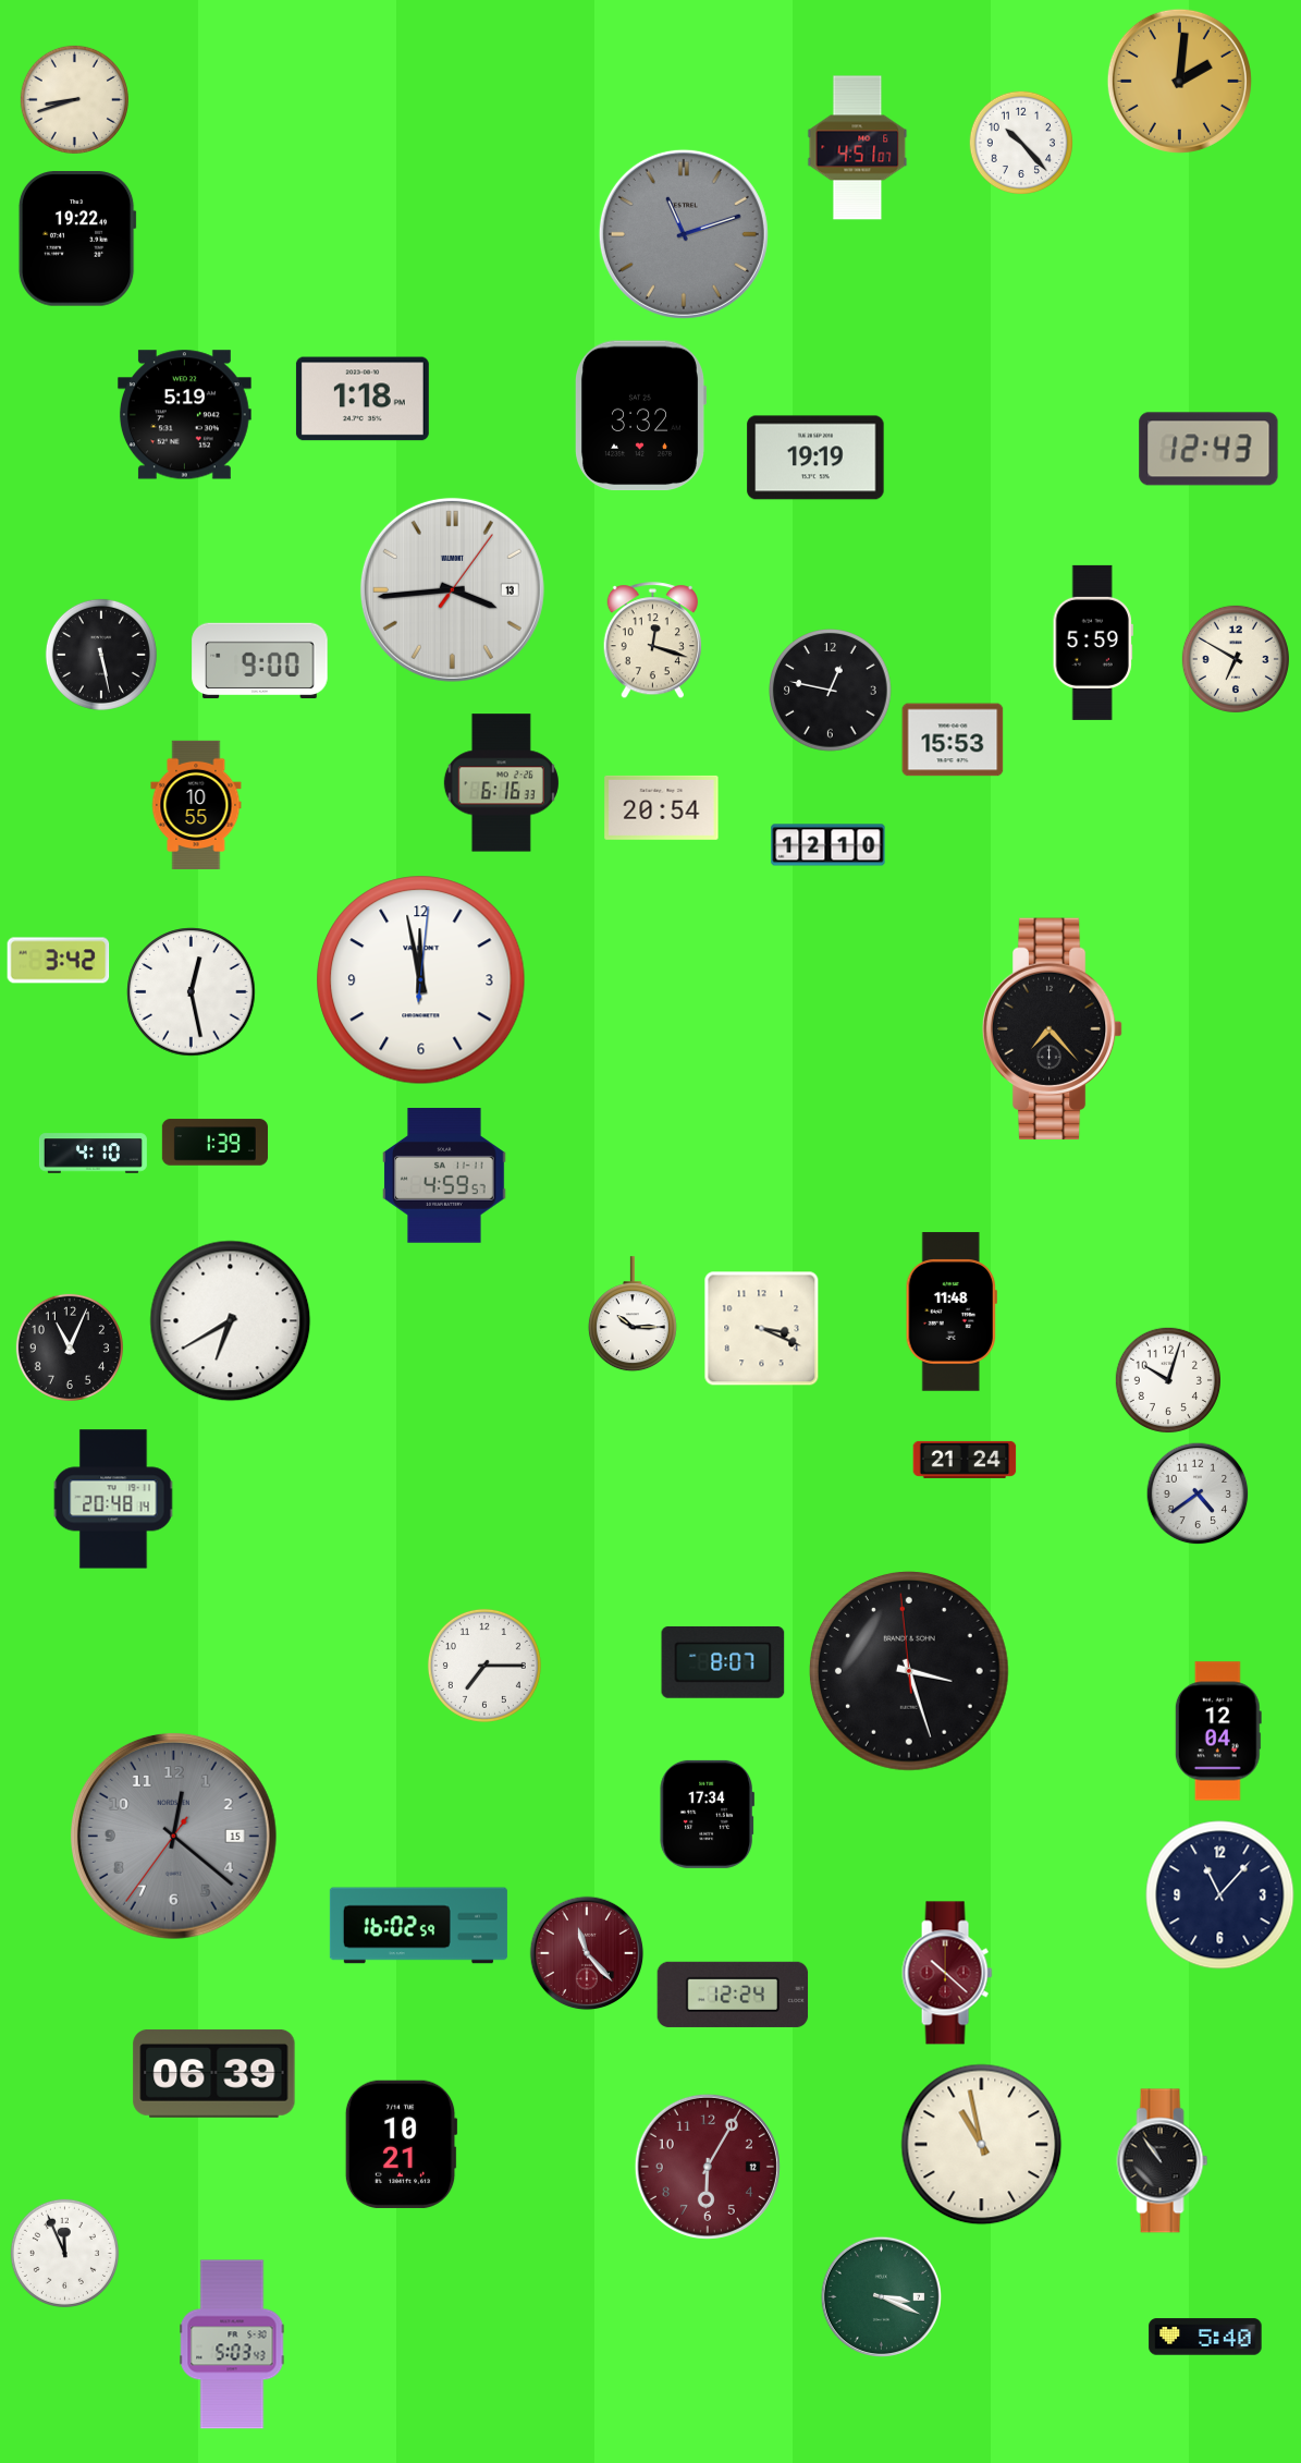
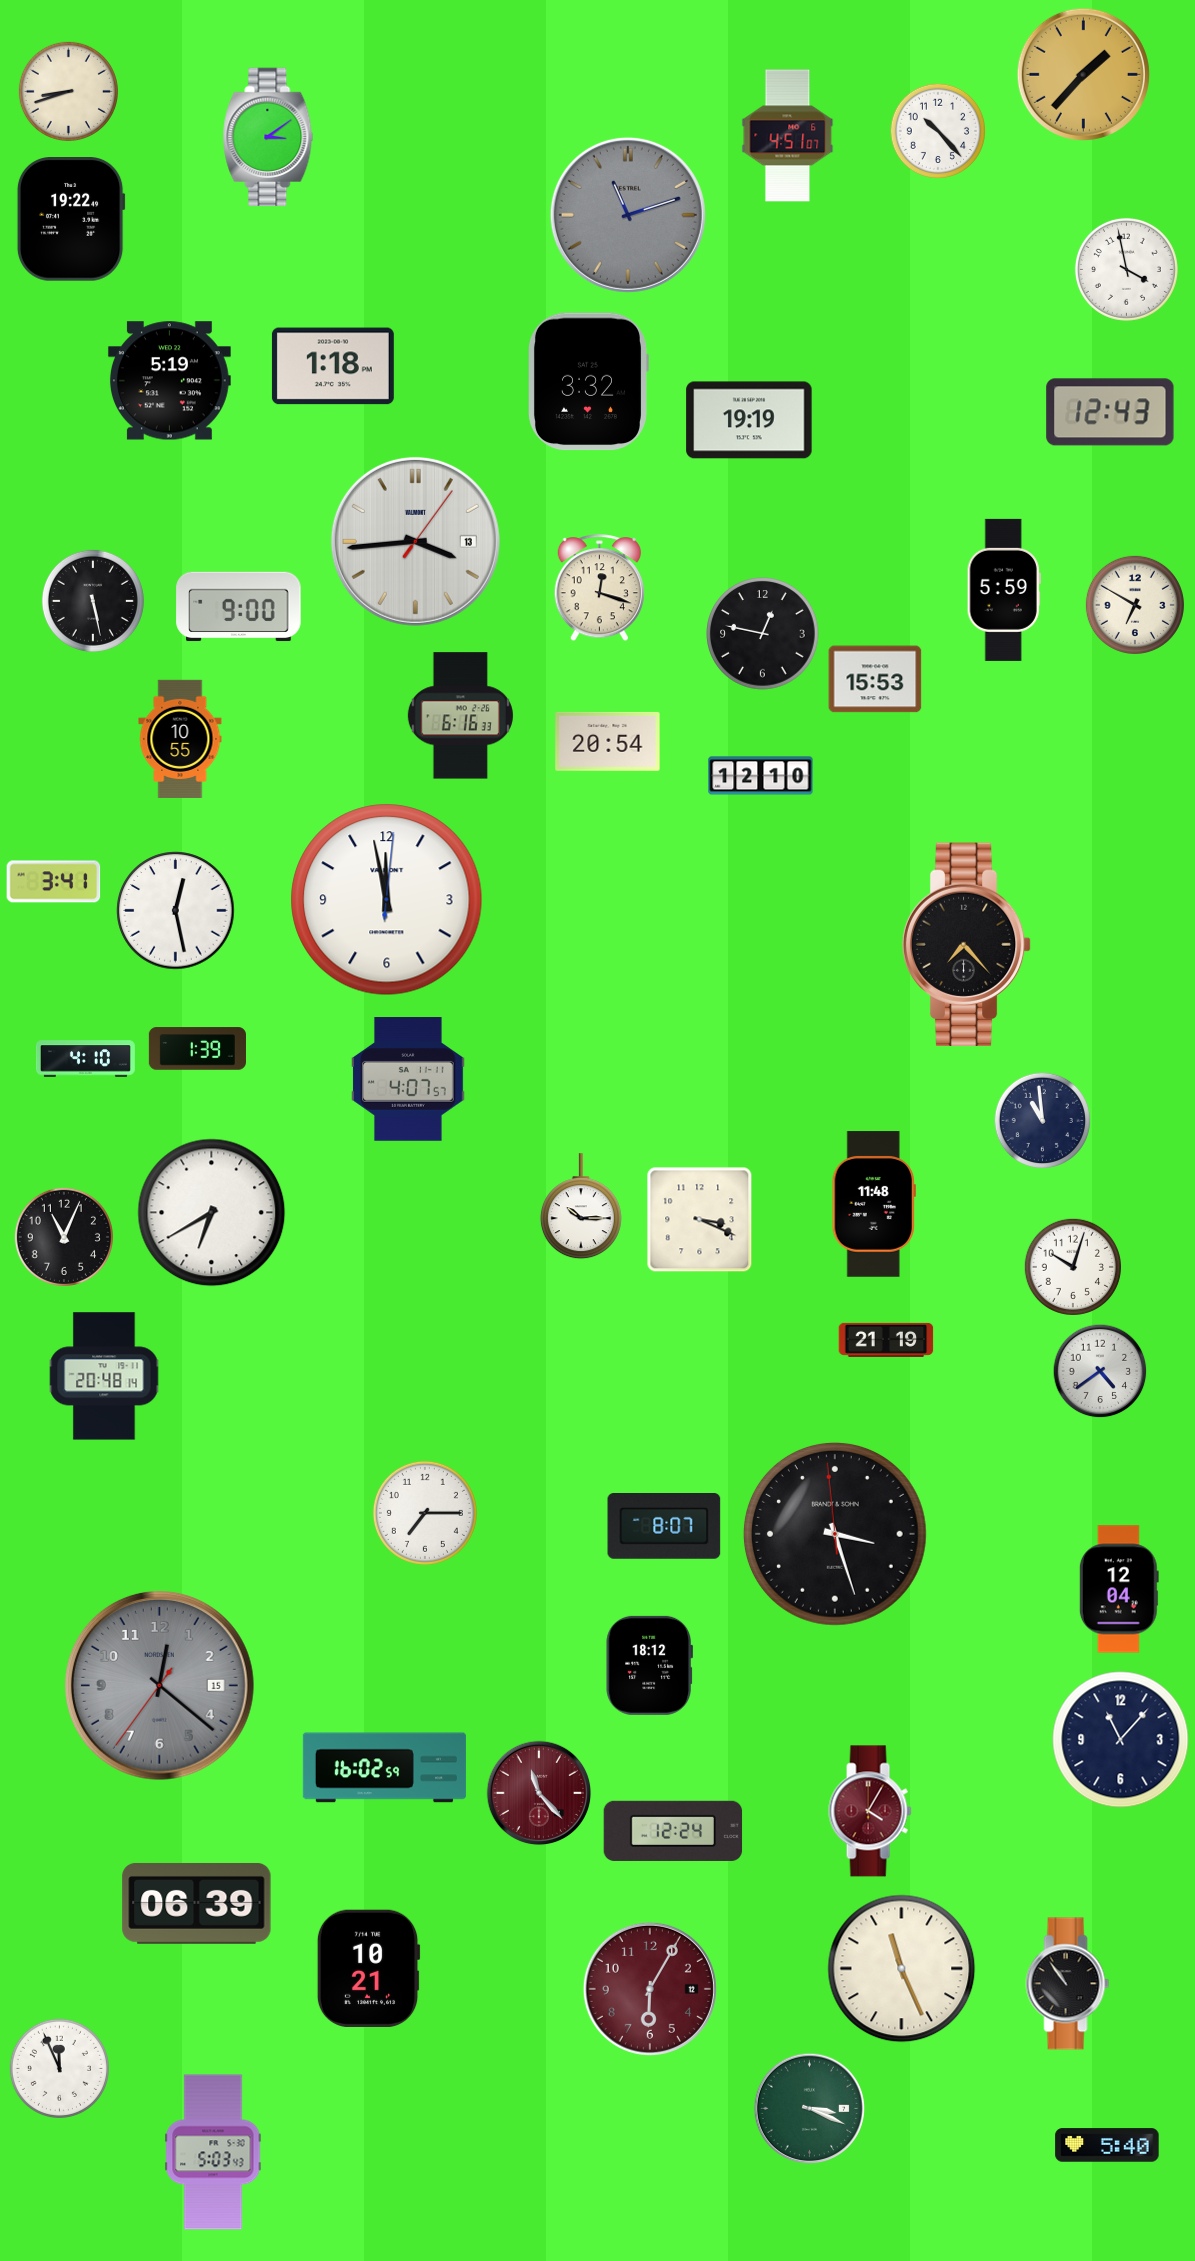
clock at (1179, 81): 2:01 -> 1:37
clock at (268, 137): none -> 3:09
clock at (1126, 269): none -> 3:58
clock at (501, 783) position: (501, 783) -> (460, 716)
clock at (59, 961): 3:42 -> 3:41
clock at (444, 1175): 4:59 -> 4:07
clock at (1042, 1120): none -> 10:59
clock at (965, 1460): 21:24 -> 21:19
clock at (484, 1666) position: (484, 1666) -> (425, 1513)
clock at (707, 1814): 17:34 -> 18:12
clock at (947, 1973): 10:22 -> 4:05
clock at (982, 2145): 10:58 -> 11:26
